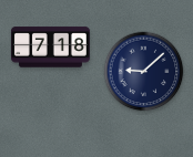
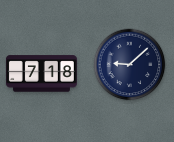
clock at (50, 48) position: (50, 48) -> (41, 74)
